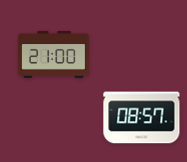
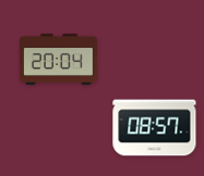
clock at (54, 54): 21:00 -> 20:04
